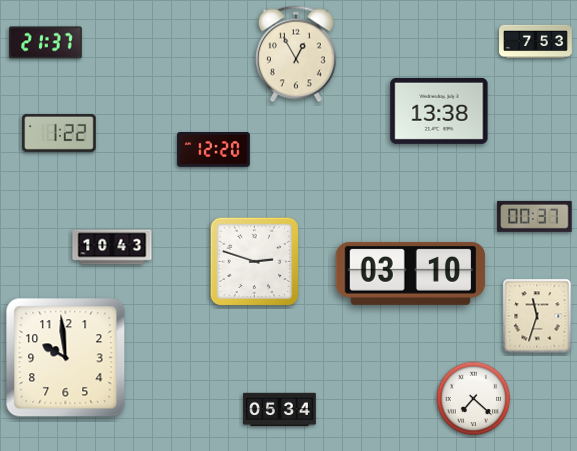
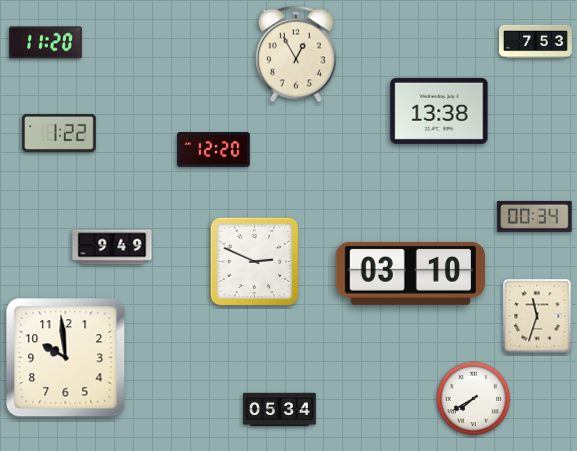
clock at (45, 43): 21:37 -> 11:20
clock at (535, 216): 00:37 -> 00:34
clock at (112, 247): 10:43 -> 9:49
clock at (255, 262): 2:48 -> 2:49
clock at (474, 399): 7:22 -> 7:40
